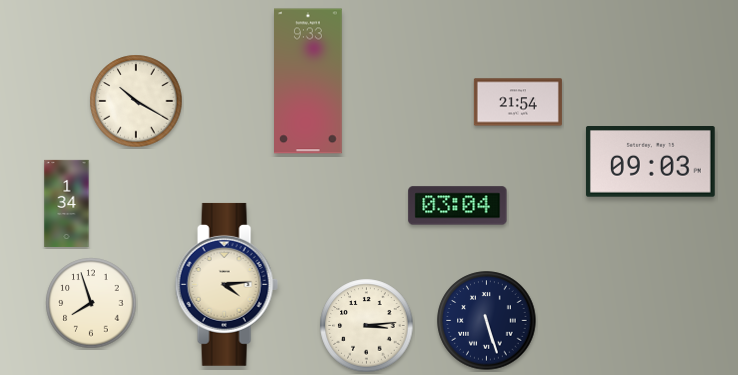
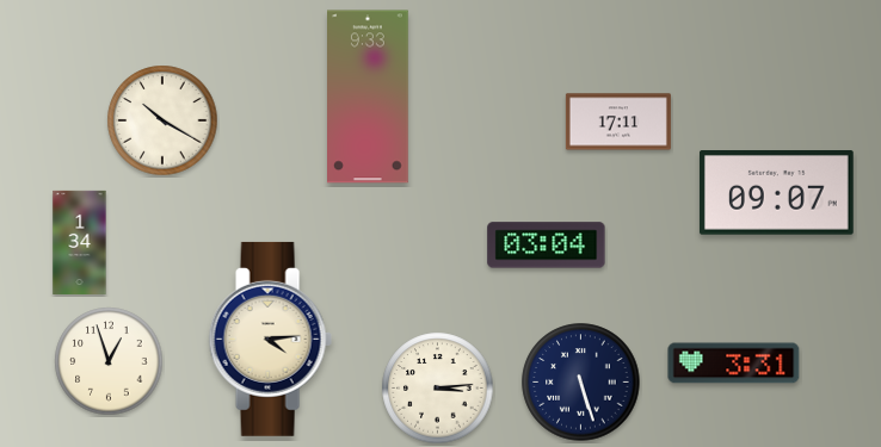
clock at (518, 102): 21:54 -> 17:11
clock at (650, 162): 09:03 -> 09:07
clock at (91, 303): 7:57 -> 12:57
clock at (734, 364): none -> 3:31
